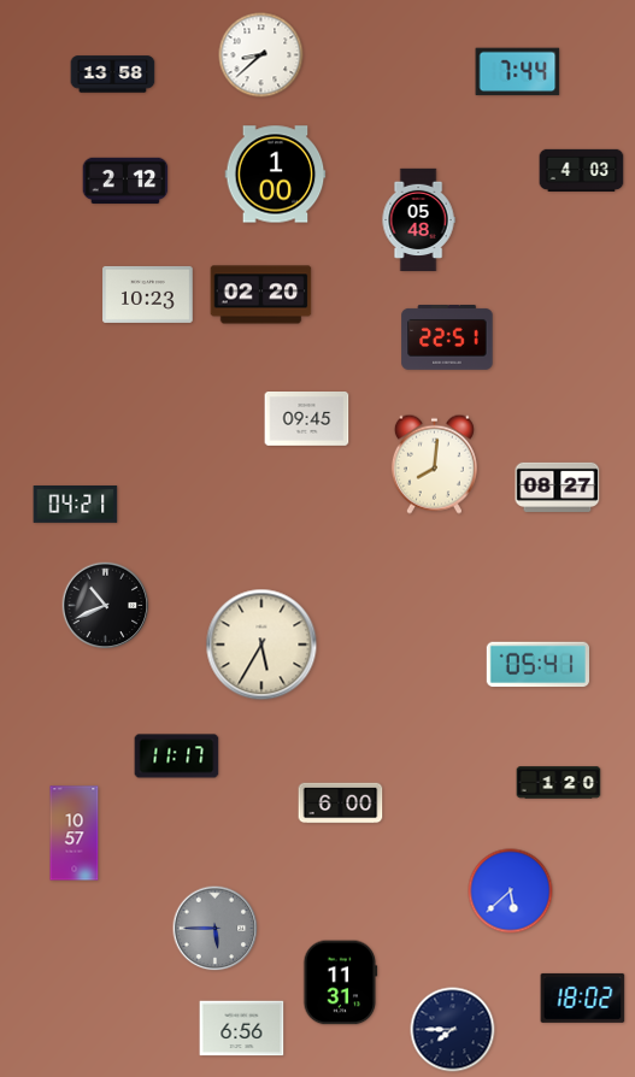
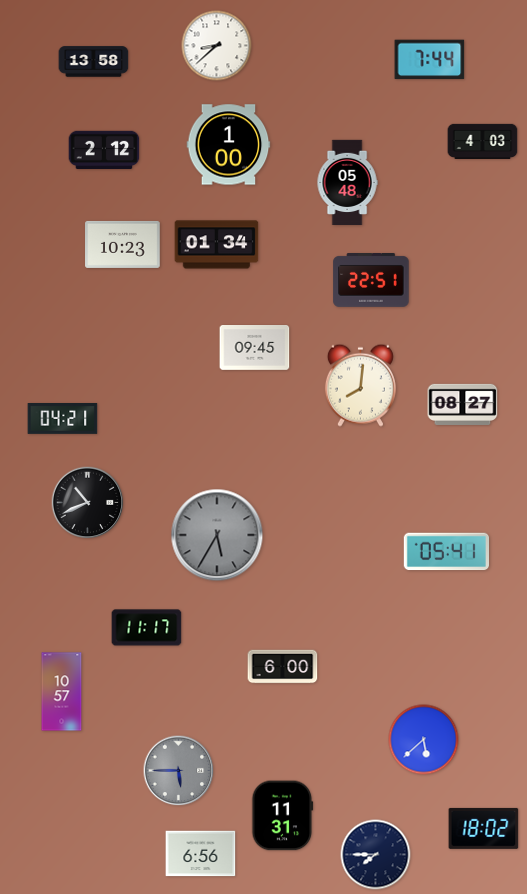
clock at (261, 295): 02:20 -> 01:34
clock at (261, 645) dial: cream -> grey
clock at (559, 783): 1:20 -> none
